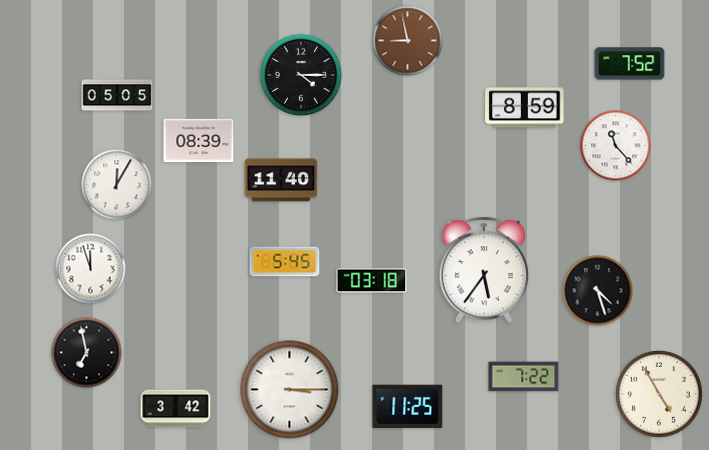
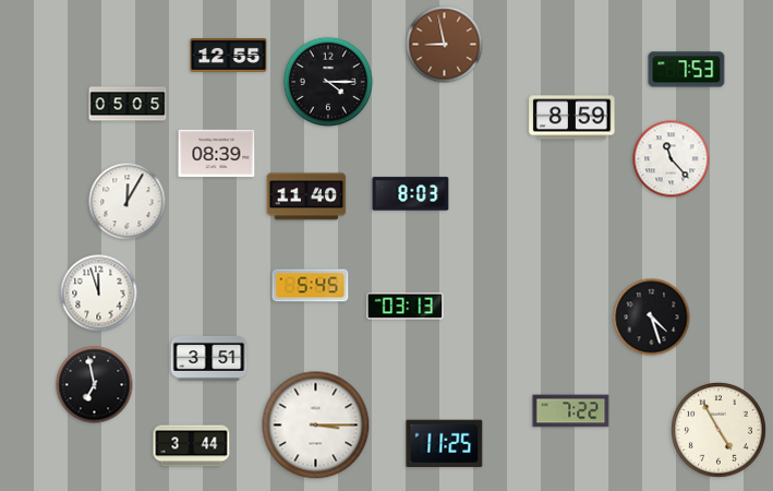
clock at (229, 56): none -> 12:55
clock at (630, 64): 7:52 -> 7:53
clock at (411, 194): none -> 8:03
clock at (484, 271): 5:36 -> none
clock at (372, 281): 03:18 -> 03:13
clock at (209, 358): none -> 3:51
clock at (176, 409): 3:42 -> 3:44
